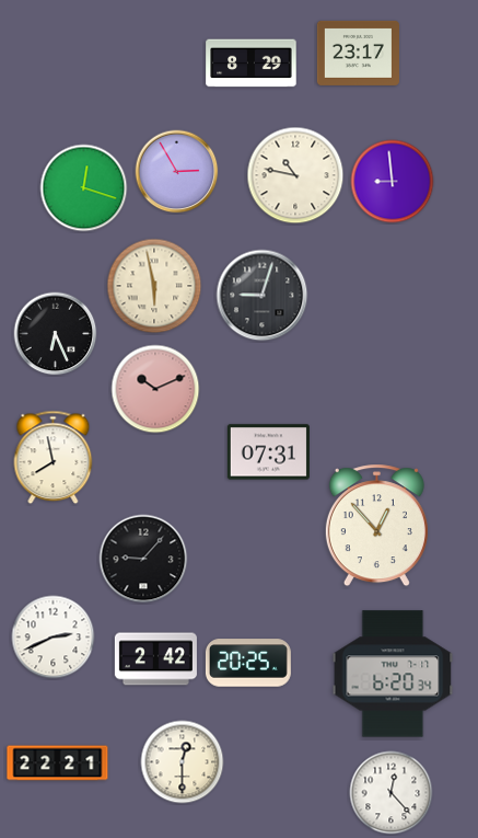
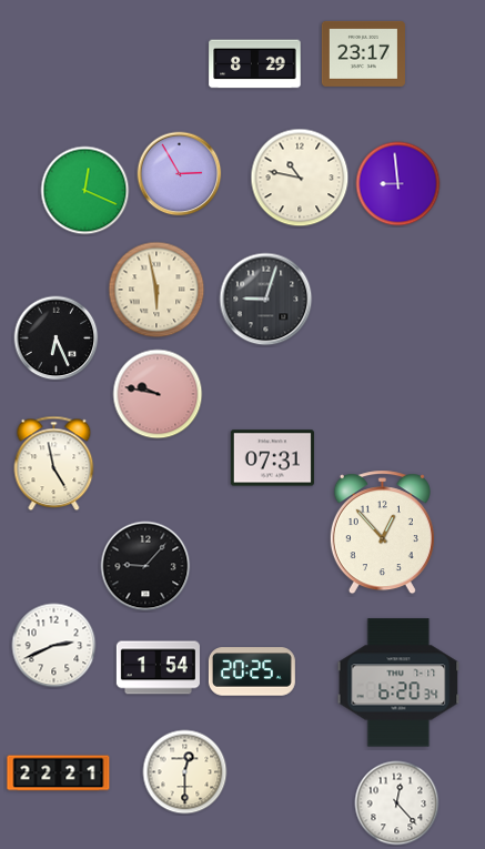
clock at (84, 188): 12:18 -> 12:19
clock at (155, 389): 10:11 -> 9:47
clock at (54, 458): 7:58 -> 4:58
clock at (155, 659): 2:42 -> 1:54
